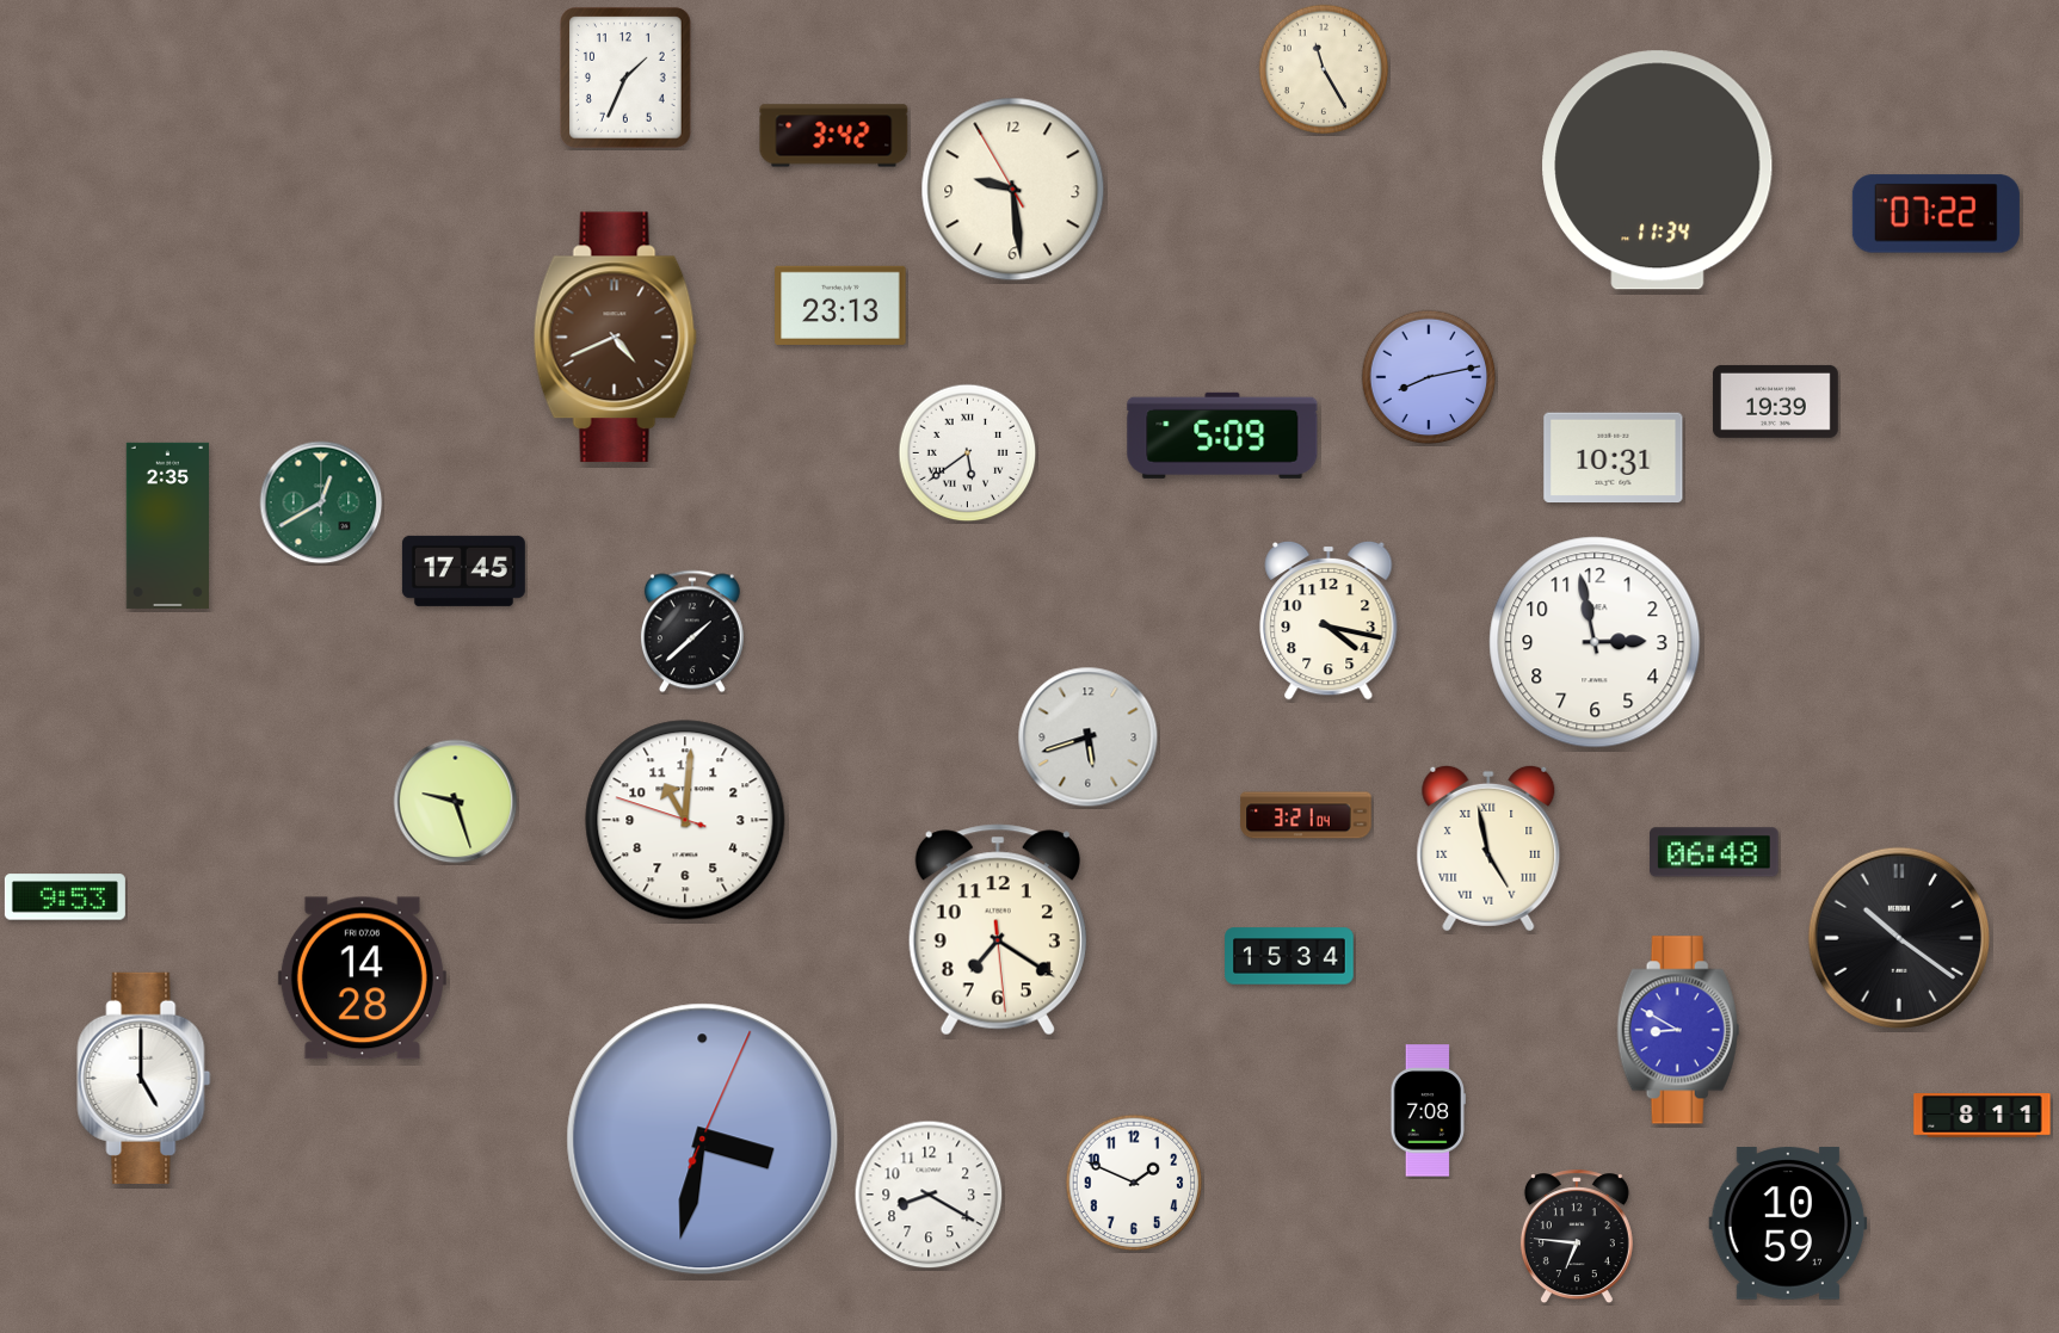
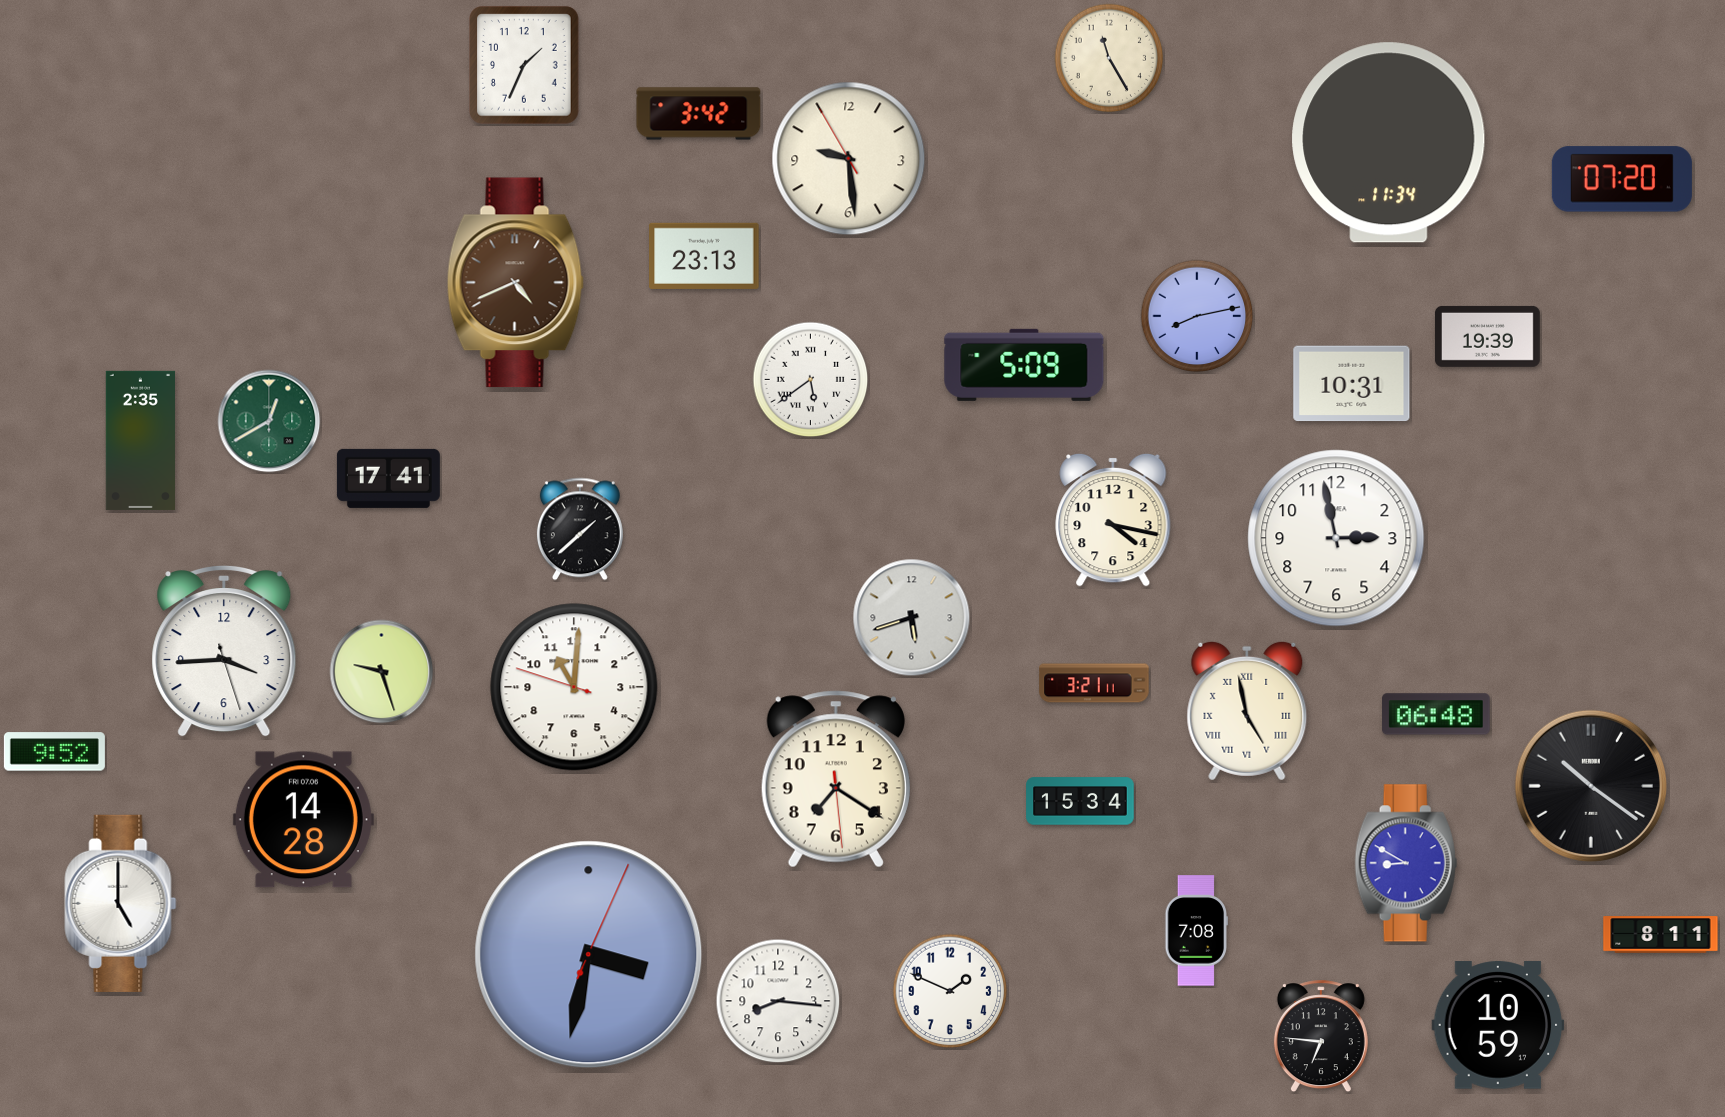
clock at (1936, 214): 07:22 -> 07:20
clock at (463, 570): 17:45 -> 17:41
clock at (224, 651): none -> 3:44
clock at (1306, 815): 3:21:04 -> 3:21:11
clock at (64, 897): 9:53 -> 9:52
clock at (929, 1195): 8:20 -> 8:16
